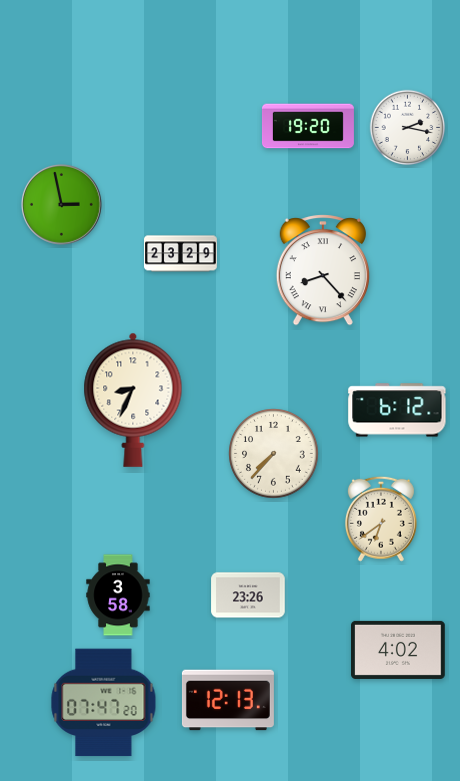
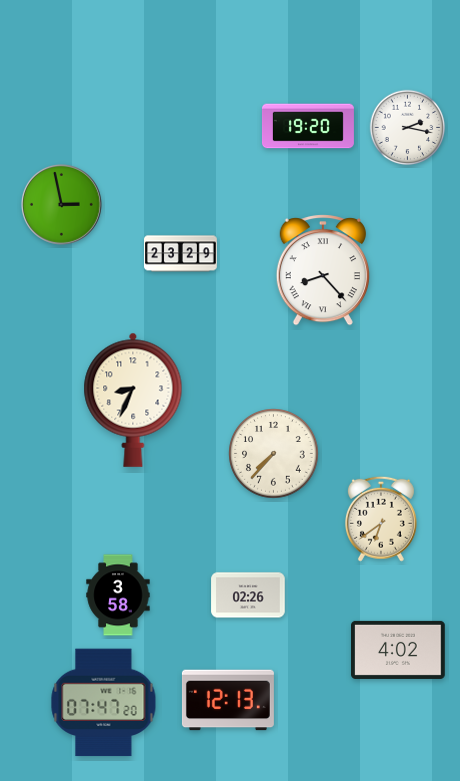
clock at (397, 410): 6:12 -> none
clock at (248, 595): 23:26 -> 02:26
